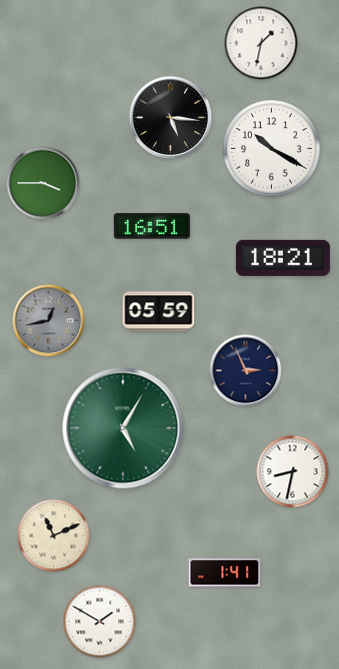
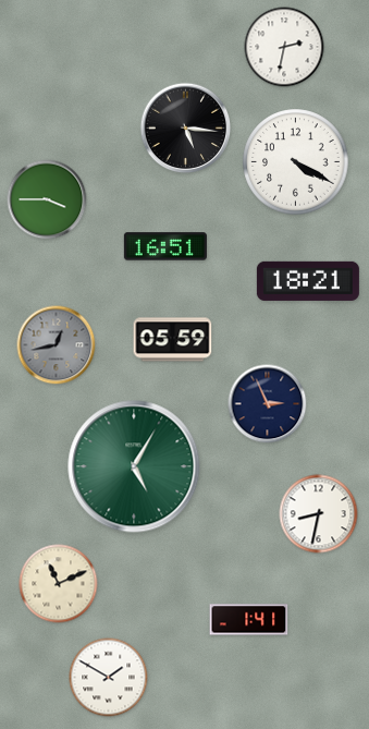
clock at (261, 43): 1:32 -> 2:32
clock at (272, 149): 10:20 -> 4:20
clock at (49, 321) position: (49, 321) -> (57, 345)
clock at (225, 573) position: (225, 573) -> (249, 620)
